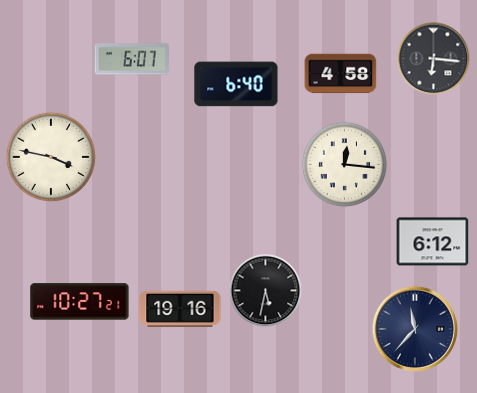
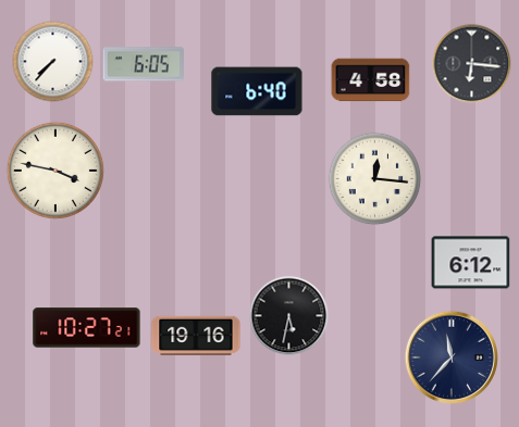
clock at (53, 62): none -> 7:37
clock at (131, 59): 6:07 -> 6:05
